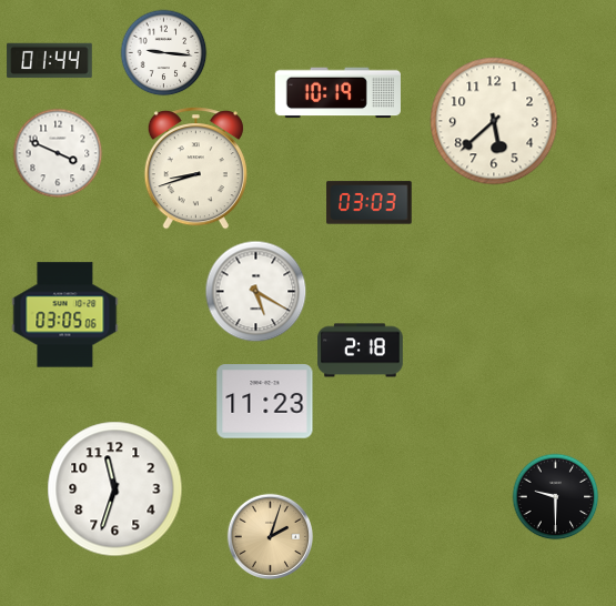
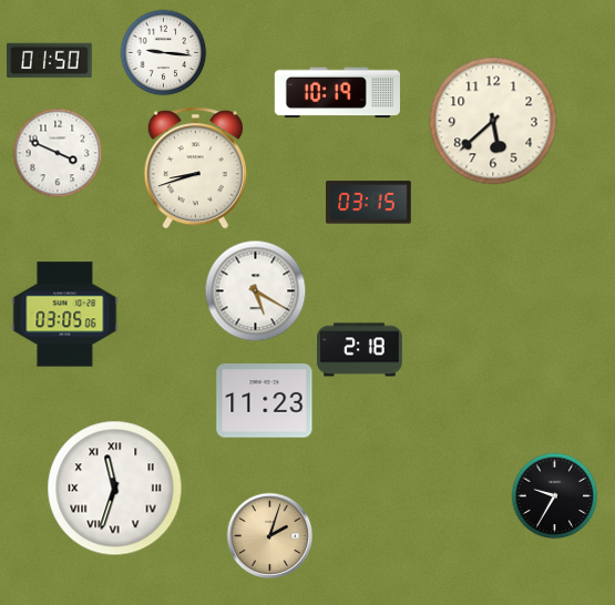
clock at (50, 61): 01:44 -> 01:50
clock at (370, 203): 03:03 -> 03:15
clock at (115, 489) numerals: Arabic -> Roman
clock at (555, 496): 9:30 -> 9:35
